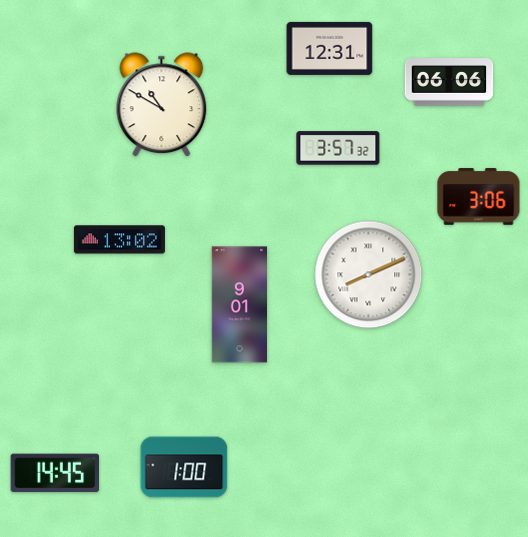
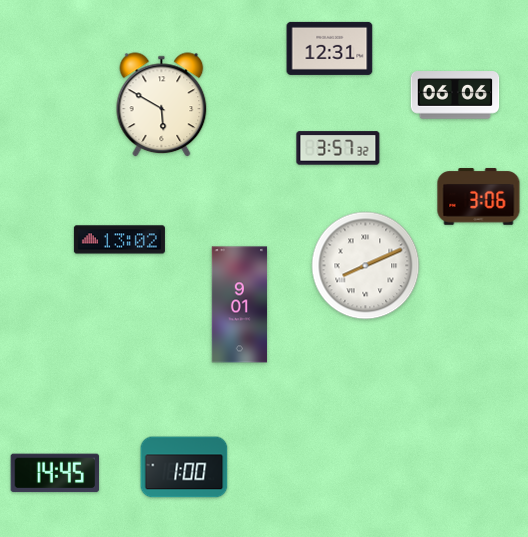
clock at (449, 82) position: (449, 82) -> (455, 95)
clock at (162, 105): 10:50 -> 5:50
clock at (369, 275) position: (369, 275) -> (366, 266)
